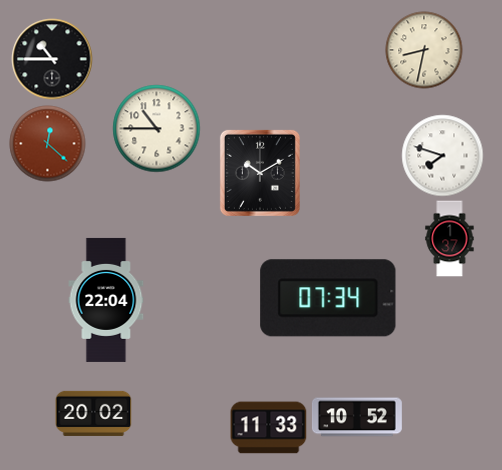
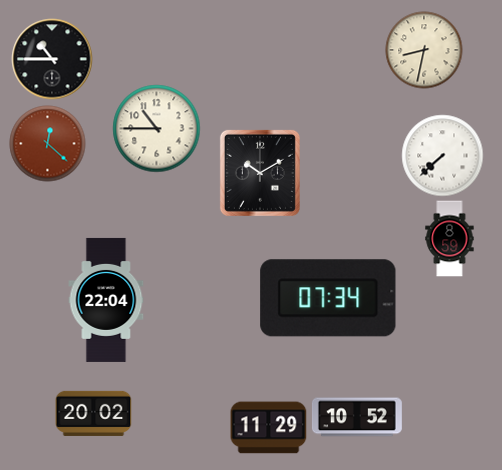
clock at (443, 156): 7:48 -> 7:38
clock at (450, 239): 1:37 -> 8:59
clock at (269, 428): 11:33 -> 11:29
